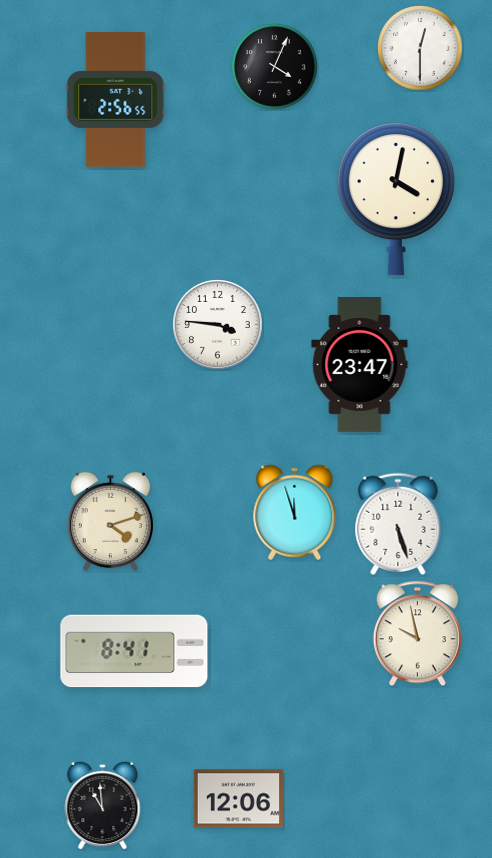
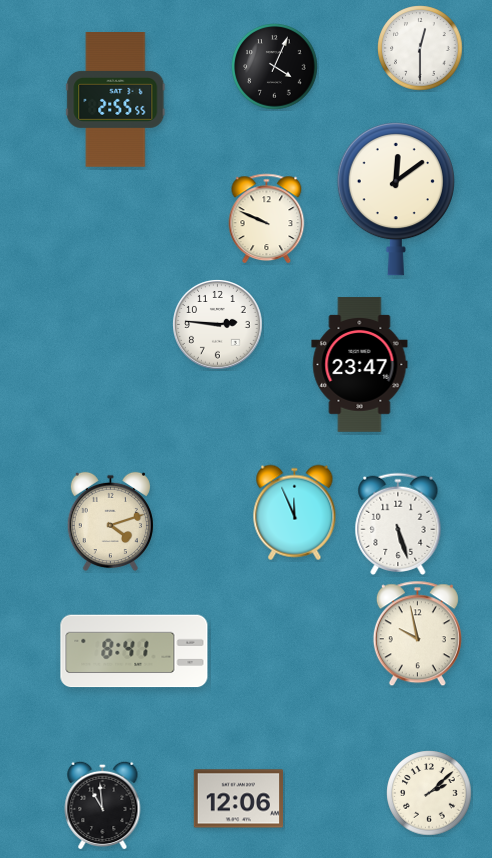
clock at (116, 100): 2:56 -> 2:55
clock at (396, 199): 4:02 -> 12:09
clock at (267, 218): none -> 9:49
clock at (218, 325): 3:46 -> 2:46
clock at (295, 513): 11:57 -> 11:56
clock at (429, 793): none -> 2:08
